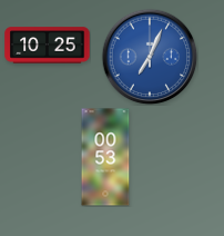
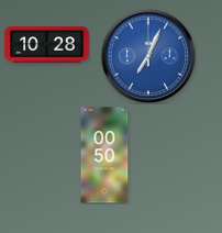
clock at (48, 46): 10:25 -> 10:28
clock at (105, 157): 00:53 -> 00:50
